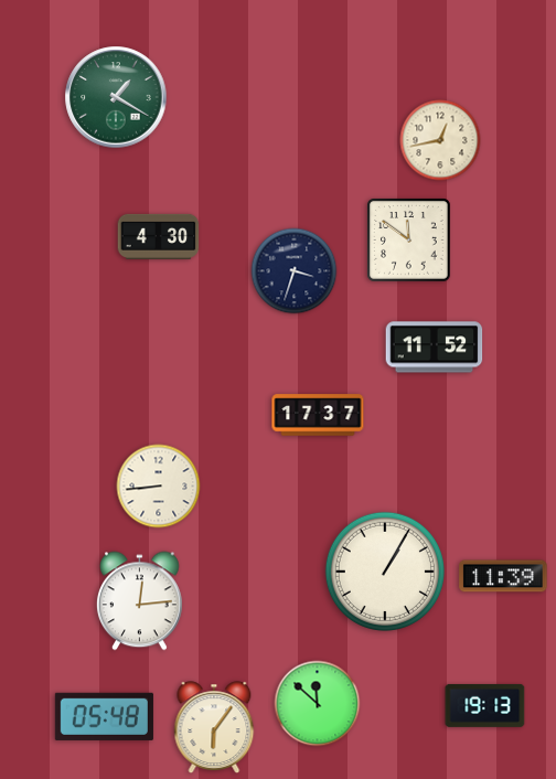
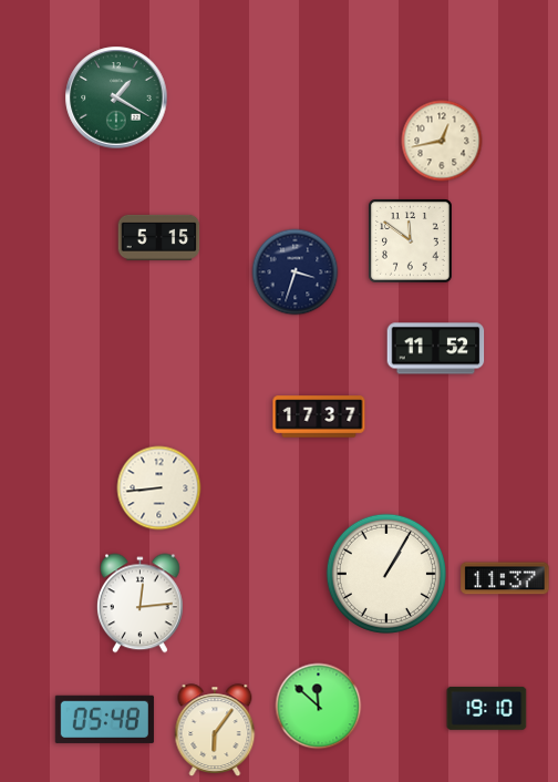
clock at (159, 236): 4:30 -> 5:15
clock at (503, 576): 11:39 -> 11:37
clock at (485, 705): 19:13 -> 19:10
